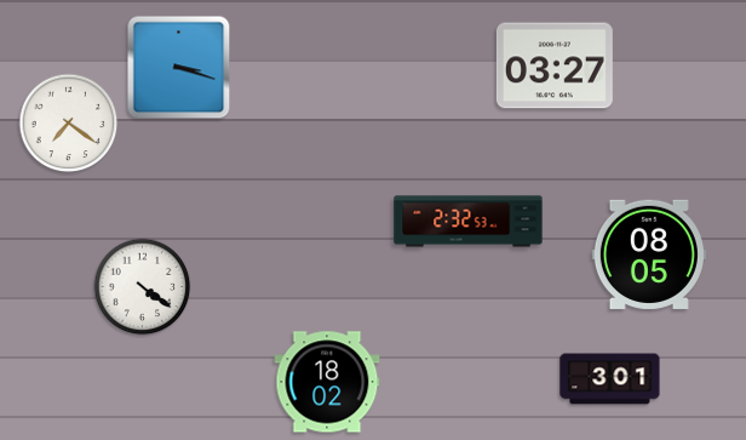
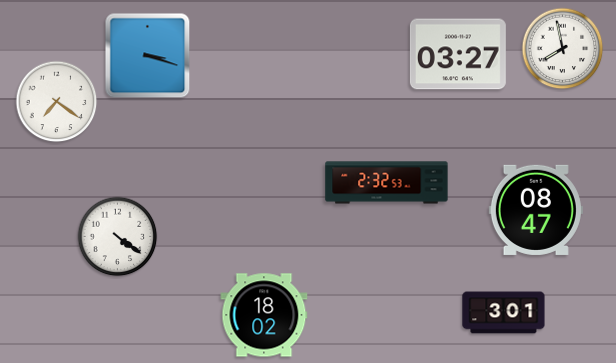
clock at (563, 49): none -> 7:58
clock at (649, 255): 08:05 -> 08:47
clock at (327, 382) position: (327, 382) -> (264, 315)
